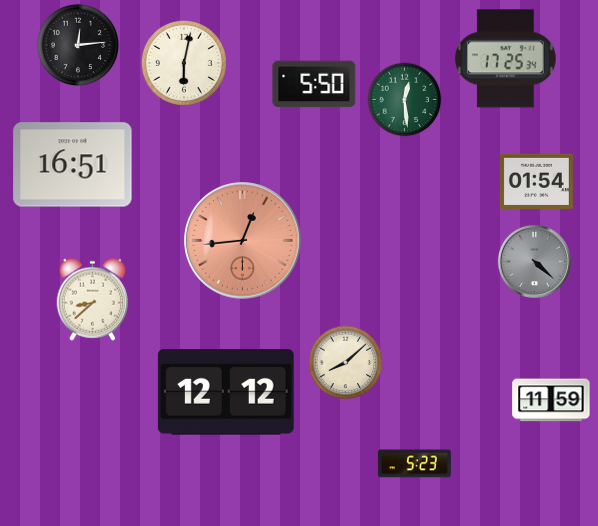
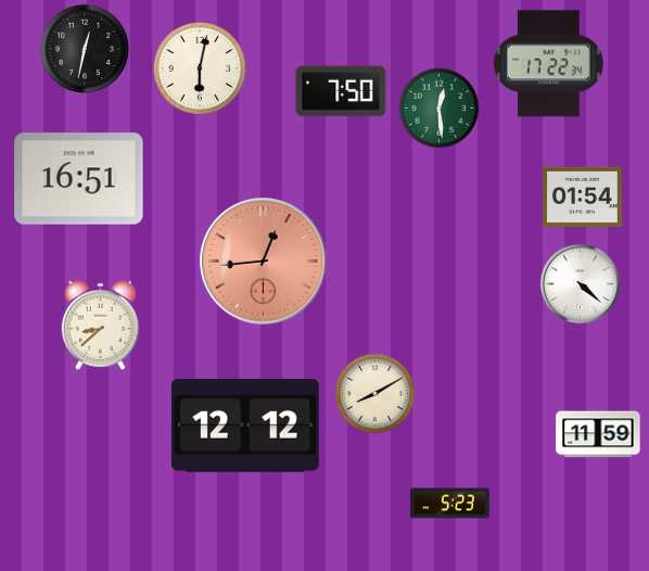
clock at (77, 44): 12:14 -> 12:32
clock at (505, 59): 17:25 -> 17:22
clock at (314, 84): 5:50 -> 7:50
clock at (534, 261) dial: grey -> white
clock at (346, 363): 8:08 -> 8:10
